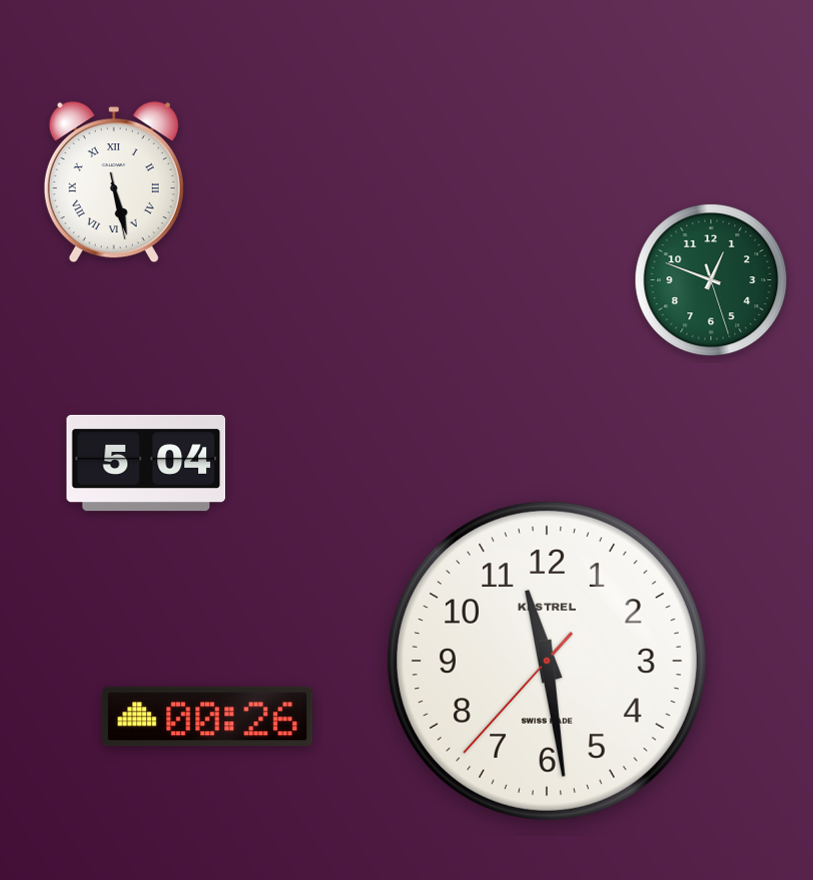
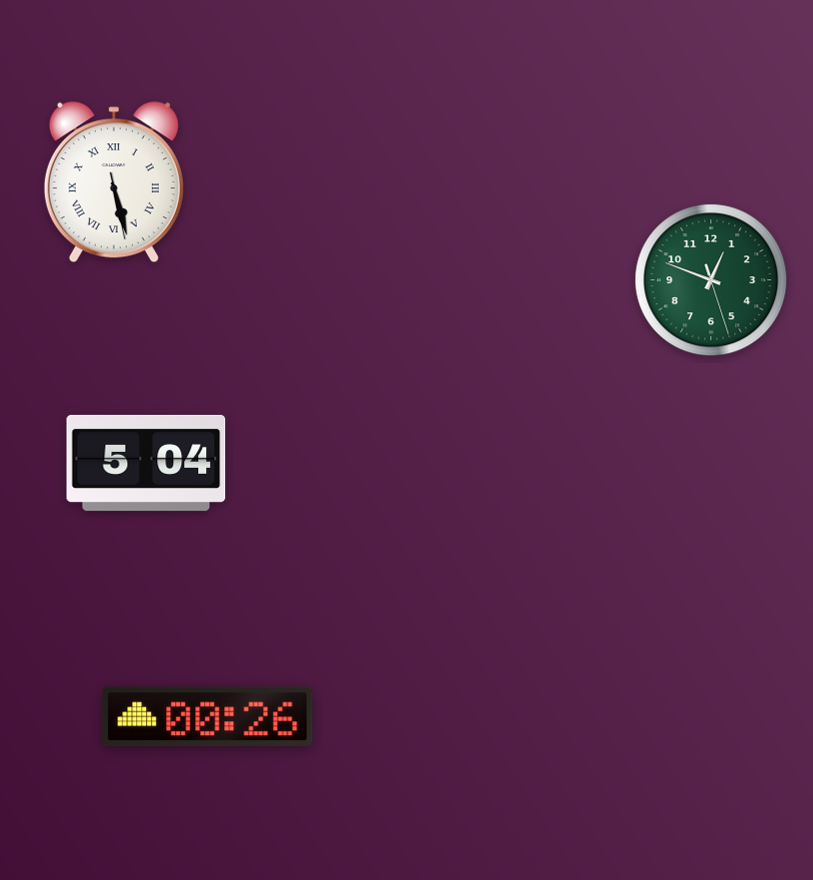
clock at (547, 661): 11:28 -> none
